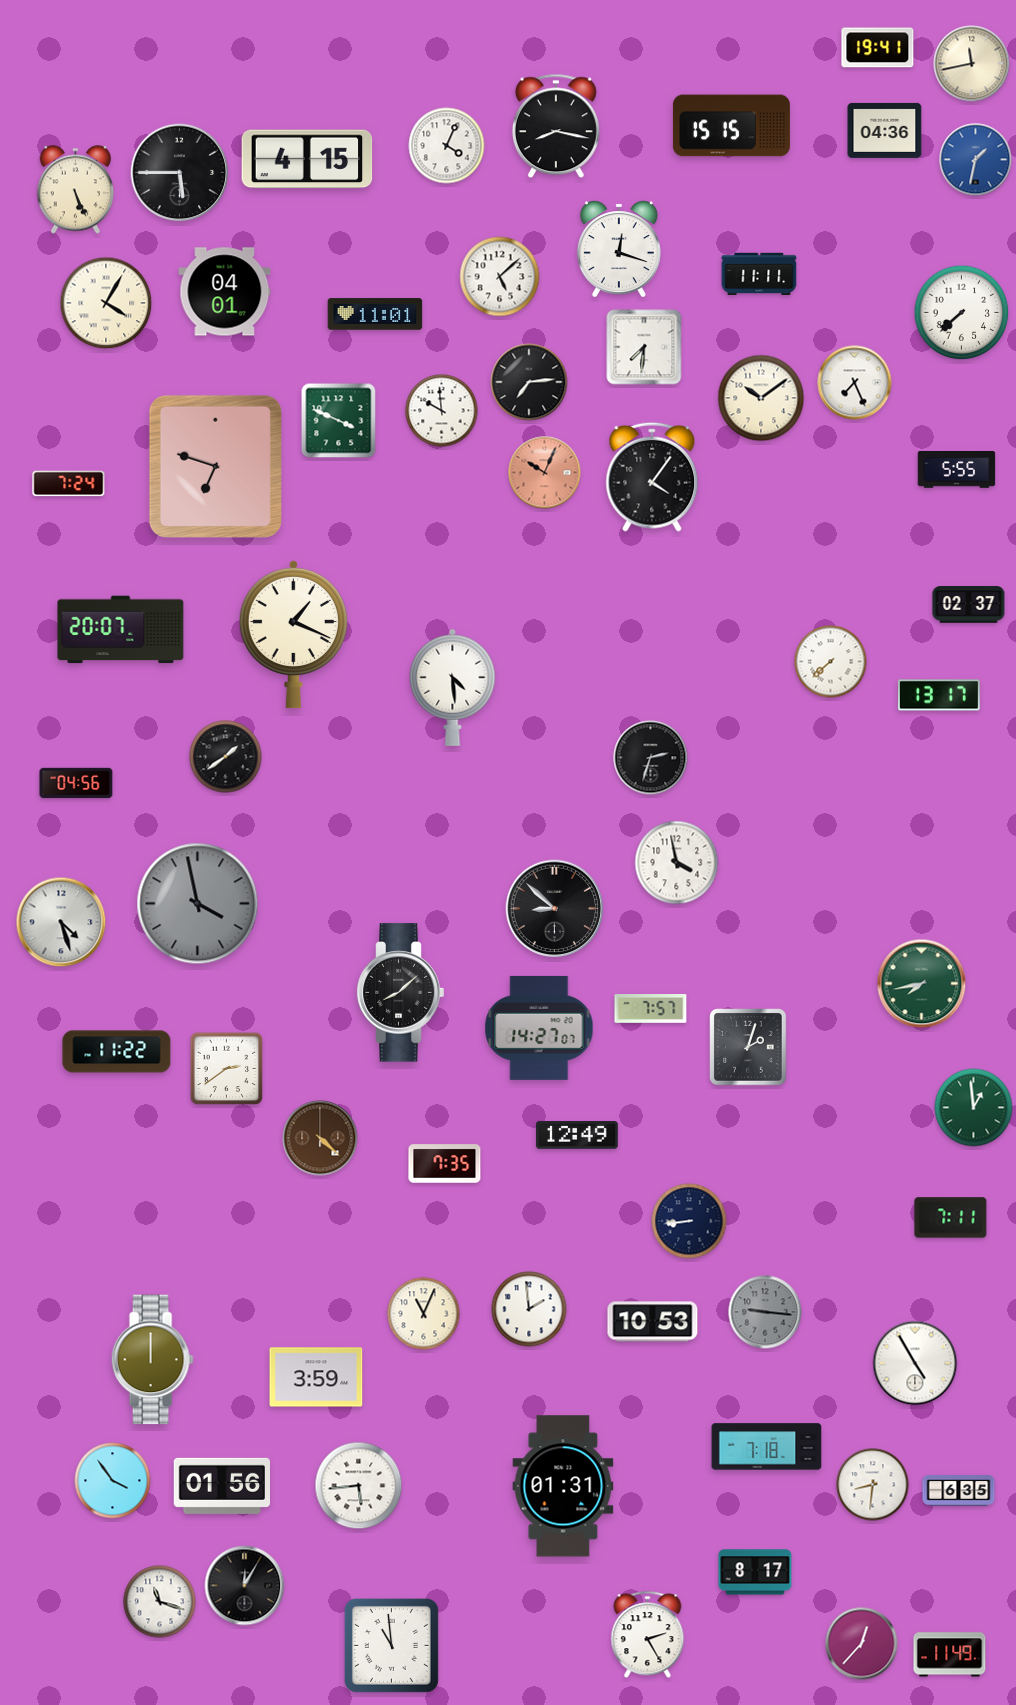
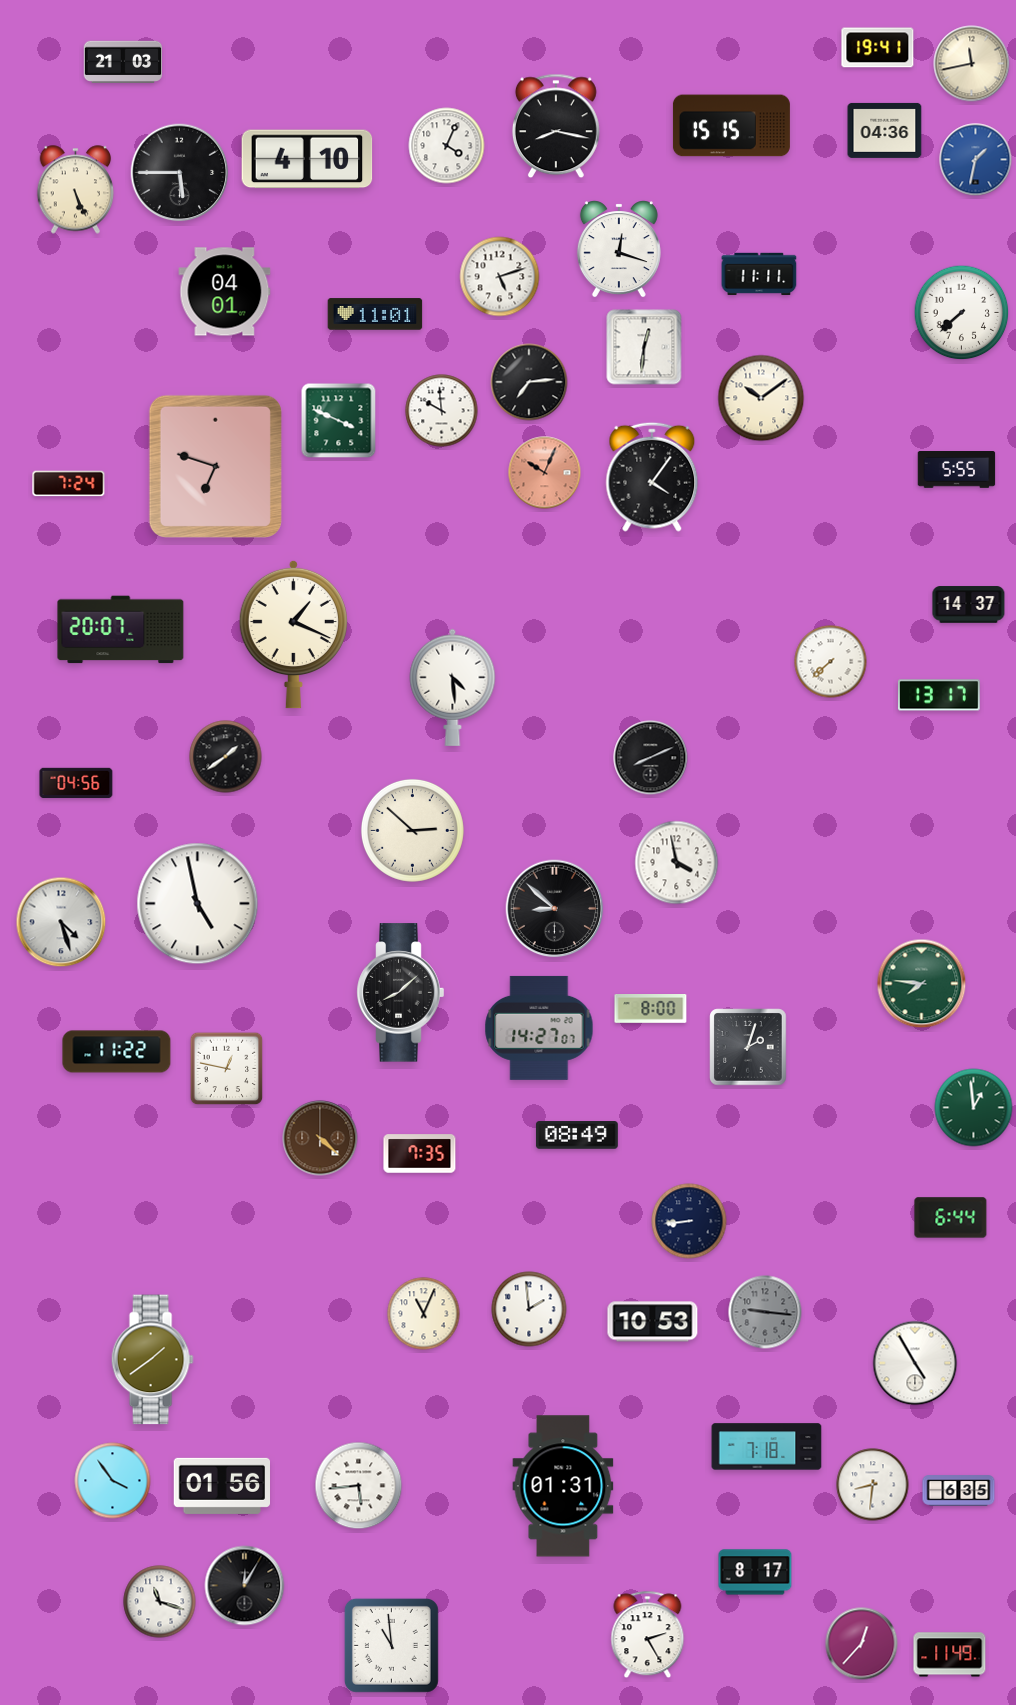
clock at (123, 61): none -> 21:03
clock at (307, 159): 4:15 -> 4:10
clock at (500, 277): 5:08 -> 5:12
clock at (106, 303): 4:05 -> none
clock at (644, 347): 7:31 -> 12:31
clock at (855, 383): 7:26 -> none
clock at (969, 605): 02:37 -> 14:37
clock at (651, 758): 2:33 -> 8:11
clock at (412, 830): none -> 2:52
clock at (198, 904): 3:58 -> 4:58
clock at (198, 904) dial: grey -> white
clock at (922, 984): 7:43 -> 7:46
clock at (651, 1009): 7:57 -> 8:00
clock at (227, 1069): 2:39 -> 12:47
clock at (577, 1135): 12:49 -> 08:49
clock at (445, 1164) position: (445, 1164) -> (420, 1154)
clock at (951, 1218): 7:11 -> 6:44
clock at (152, 1360): 12:00 -> 1:39
clock at (316, 1377): 3:59 -> none
